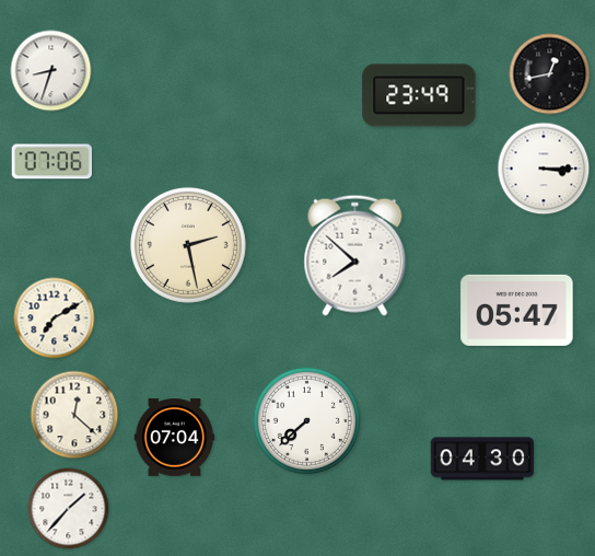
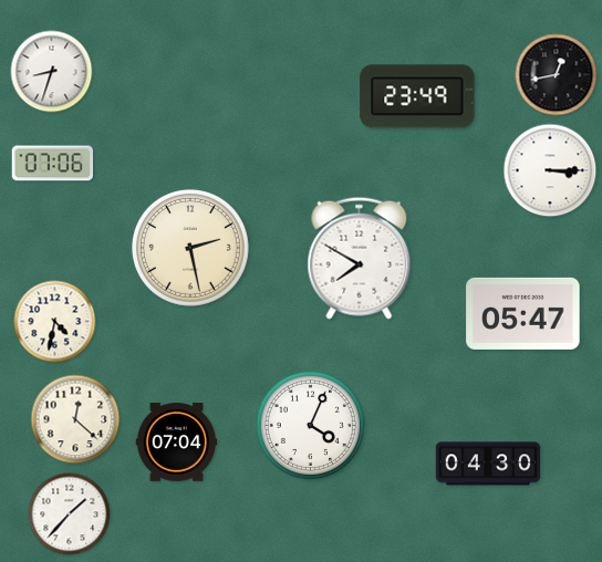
clock at (419, 95) position: (419, 95) -> (417, 96)
clock at (355, 255): 7:52 -> 7:50
clock at (55, 318): 7:10 -> 4:32
clock at (306, 420): 7:38 -> 4:04
